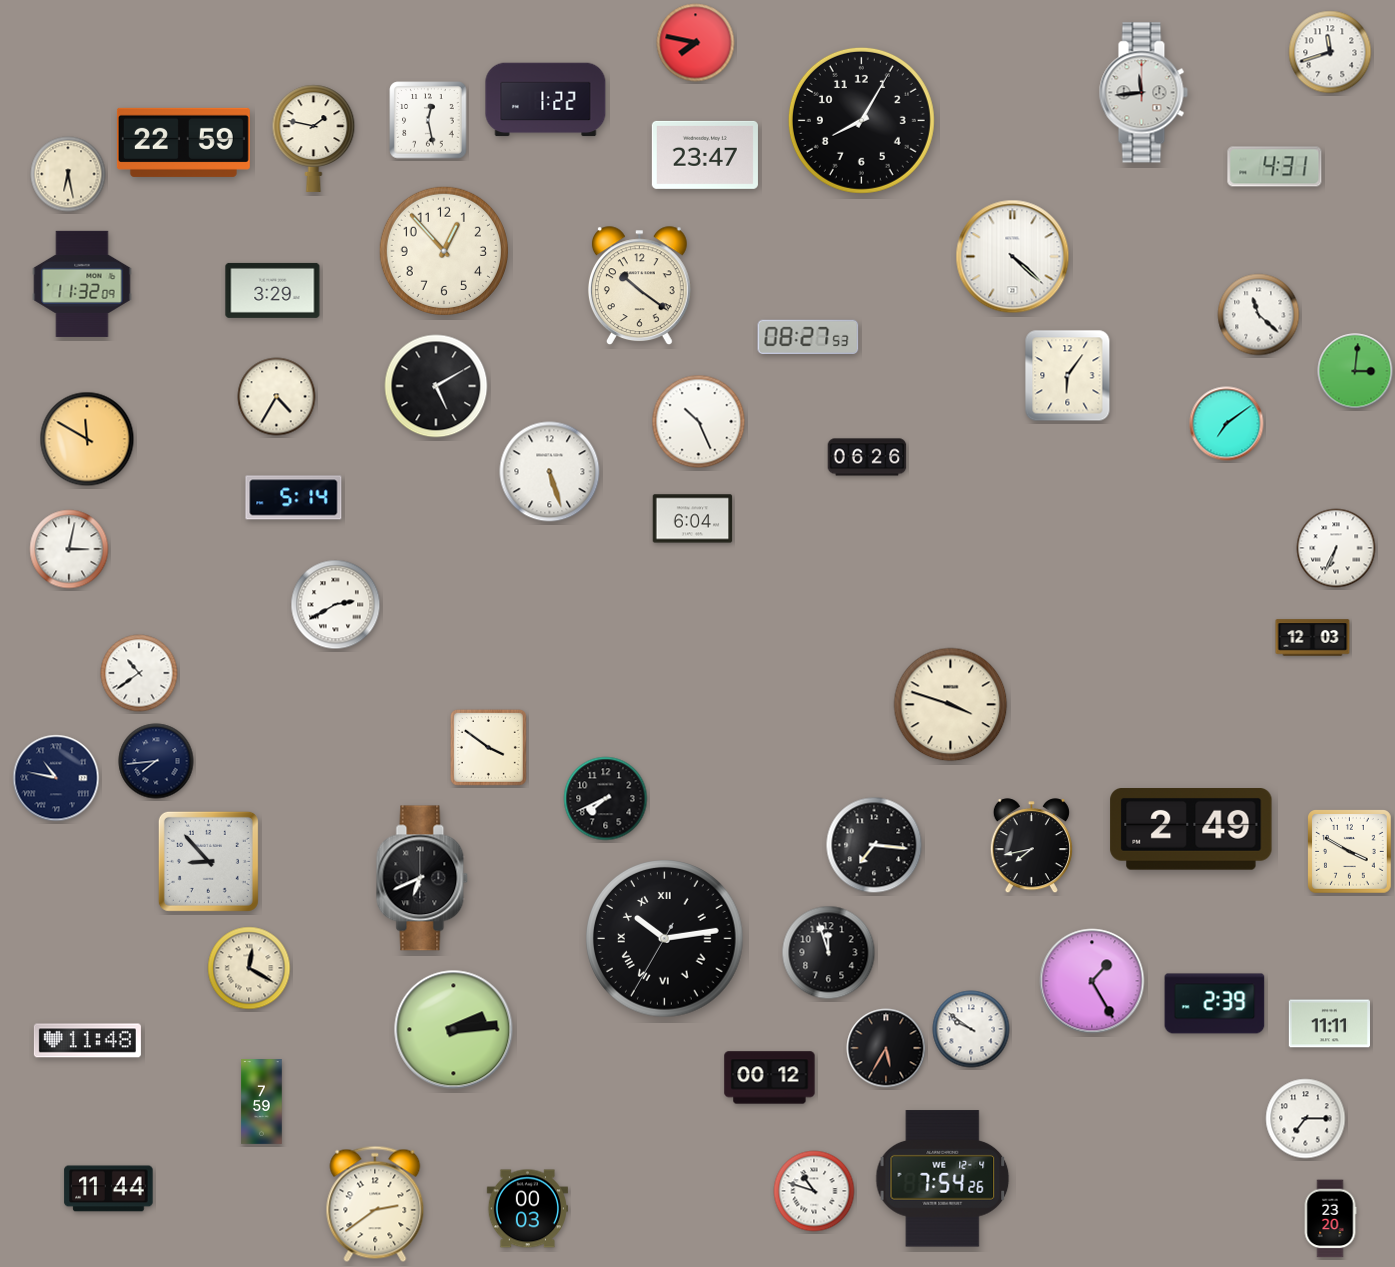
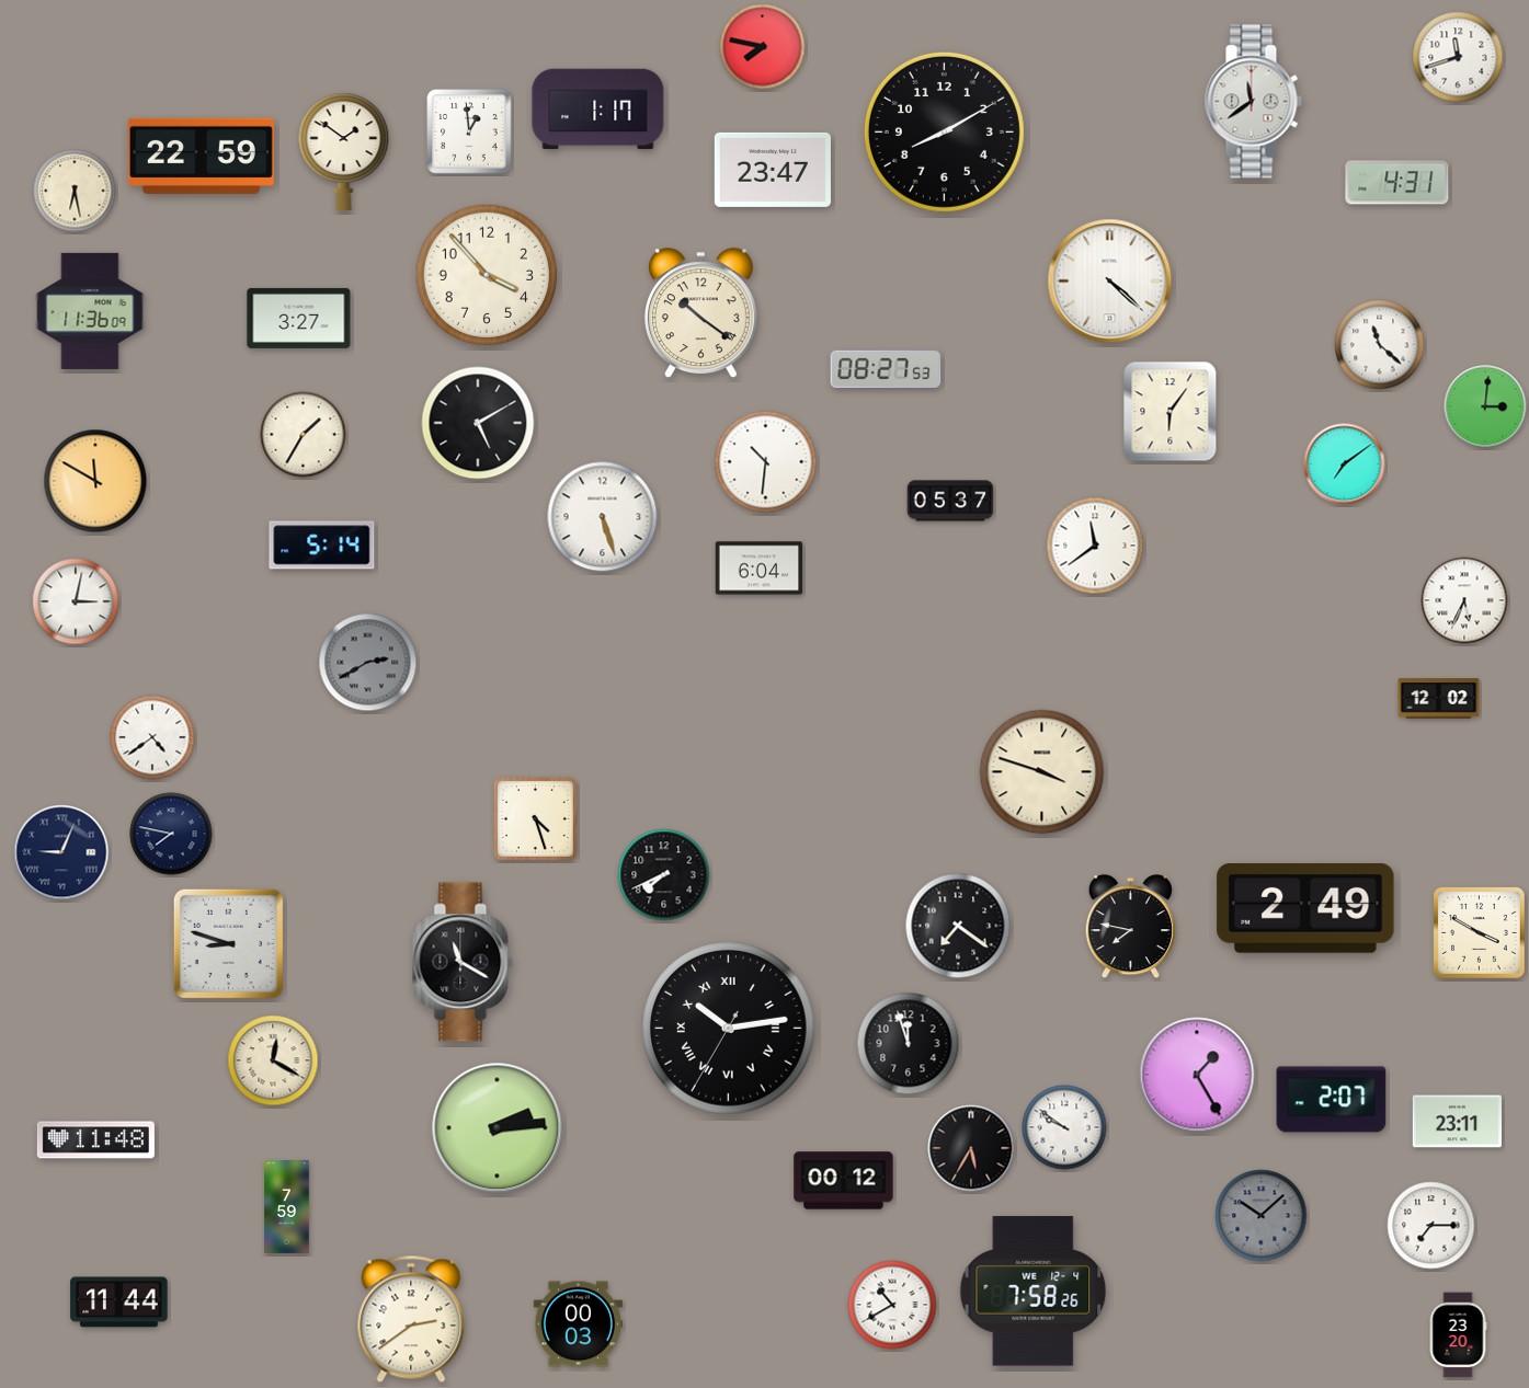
clock at (1143, 93): 11:44 -> 11:39
clock at (546, 100): 1:22 -> 1:17
clock at (428, 120): 12:28 -> 12:59
clock at (861, 120): 8:05 -> 8:10
clock at (314, 138): 1:47 -> 1:51
clock at (444, 251): 12:53 -> 3:53
clock at (82, 284): 11:32 -> 11:36
clock at (273, 290): 3:29 -> 3:27
clock at (277, 397): 4:35 -> 1:35
clock at (699, 422): 10:26 -> 10:31
clock at (867, 457): 06:26 -> 05:37
clock at (1095, 546): none -> 11:39
clock at (1336, 548): 6:34 -> 5:34
clock at (336, 605) dial: white -> grey
clock at (1313, 638): 12:03 -> 12:02
clock at (139, 673): 10:39 -> 4:39
clock at (488, 747): 3:51 -> 4:27
clock at (156, 761): 7:44 -> 7:47
clock at (56, 778): 10:47 -> 9:04
clock at (874, 845): 7:16 -> 7:21
clock at (1031, 846): 7:43 -> 7:47
clock at (208, 861): 8:53 -> 8:48
clock at (422, 878): 6:41 -> 11:20
clock at (1215, 1004): 2:39 -> 2:07
clock at (1329, 1024): 11:11 -> 23:11
clock at (1262, 1216): none -> 10:08
clock at (943, 1179): 7:54 -> 7:58
clock at (814, 1191): 10:48 -> 10:40
